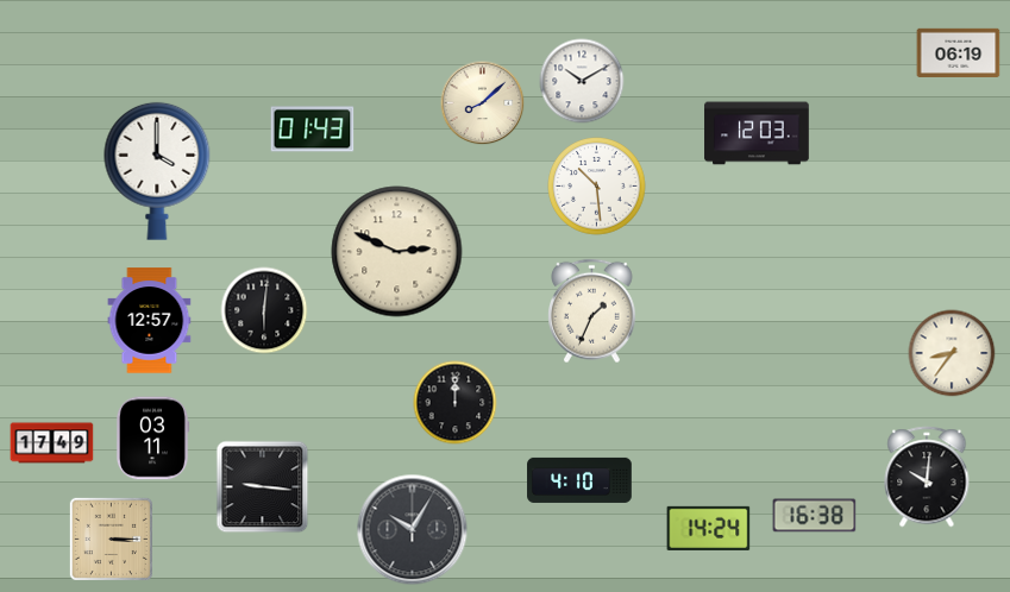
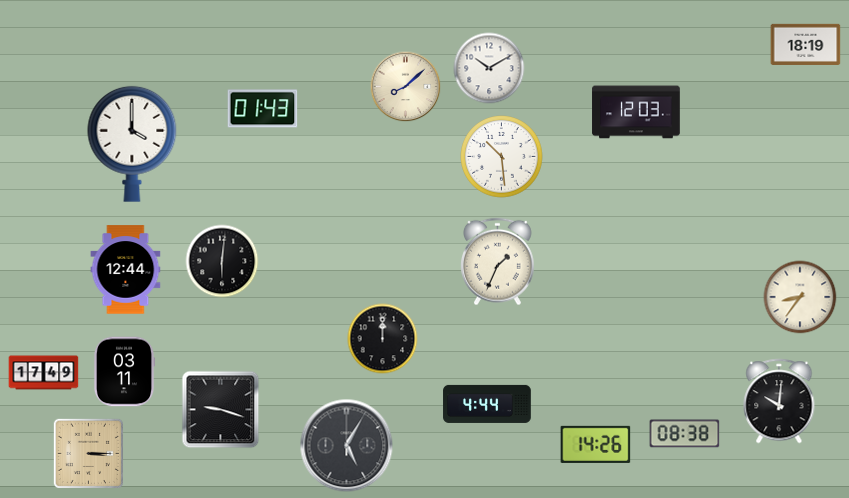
clock at (959, 52): 06:19 -> 18:19
clock at (397, 252): 2:49 -> none
clock at (150, 321): 12:57 -> 12:44
clock at (152, 439) position: (152, 439) -> (124, 372)
clock at (579, 480): 4:10 -> 4:44
clock at (263, 487): 9:16 -> 9:18
clock at (815, 516): 16:38 -> 08:38
clock at (709, 528): 14:24 -> 14:26
clock at (413, 530): 10:05 -> 5:05
clock at (111, 539) position: (111, 539) -> (88, 453)
